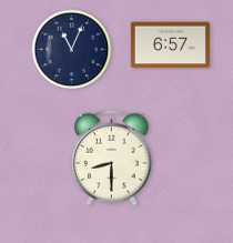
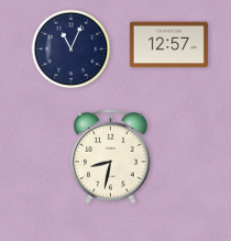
clock at (170, 45): 6:57 -> 12:57
clock at (112, 158): 8:30 -> 8:32
